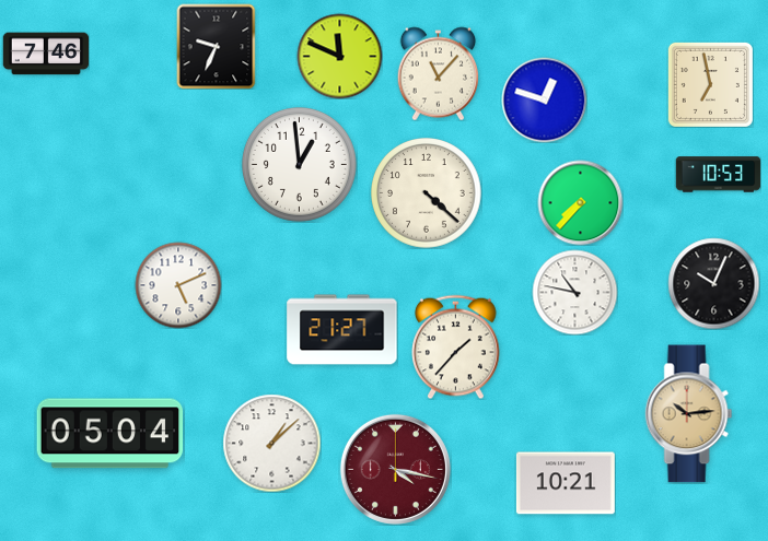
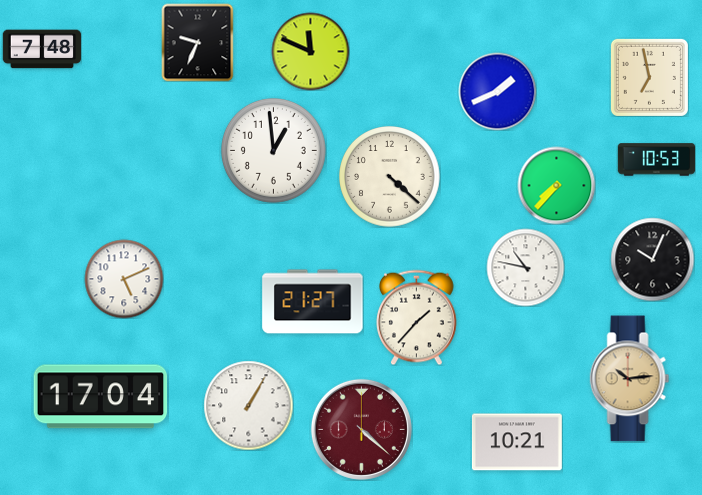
clock at (46, 54): 7:46 -> 7:48
clock at (438, 73): 11:07 -> none
clock at (544, 99): 12:48 -> 1:41
clock at (580, 202) position: (580, 202) -> (556, 185)
clock at (178, 285) position: (178, 285) -> (124, 279)
clock at (110, 434): 05:04 -> 17:04
clock at (271, 443): 1:08 -> 1:05
clock at (395, 469): 4:17 -> 4:22
